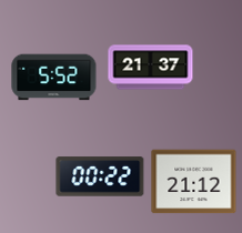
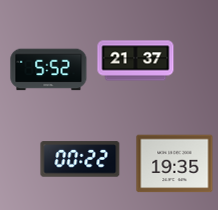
clock at (100, 176) position: (100, 176) -> (80, 159)
clock at (194, 182): 21:12 -> 19:35
